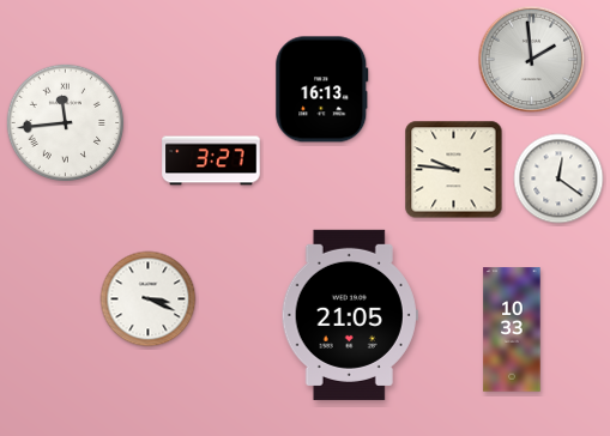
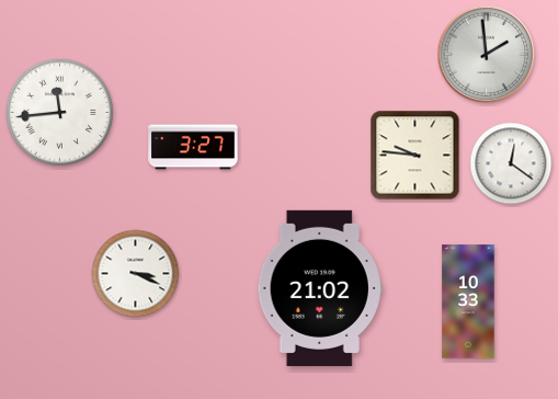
clock at (322, 90): 16:13 -> none
clock at (350, 315): 21:05 -> 21:02
